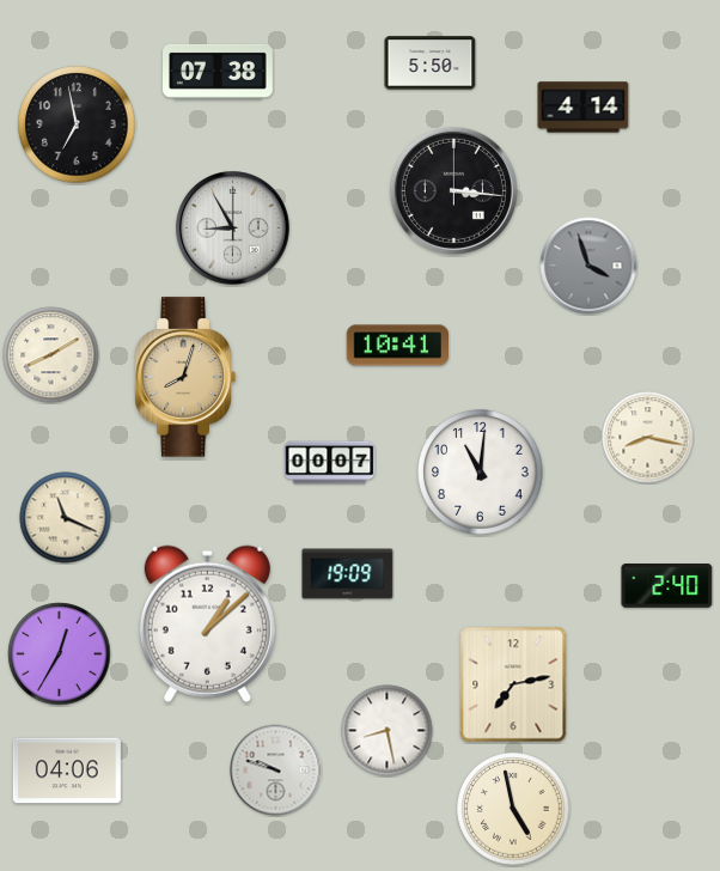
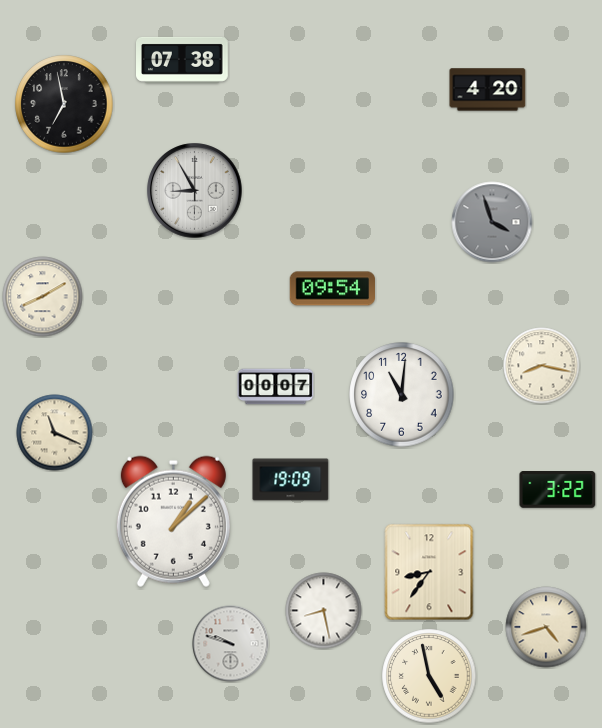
clock at (431, 63): 5:50 -> none
clock at (584, 108): 4:14 -> 4:20
clock at (453, 190): 3:16 -> none
clock at (397, 346): 10:41 -> 09:54
clock at (185, 377): 8:03 -> none
clock at (667, 586): 2:40 -> 3:22
clock at (60, 654): 12:35 -> none
clock at (513, 684): 7:13 -> 8:36
clock at (546, 627): none -> 4:42
clock at (67, 770): 04:06 -> none
